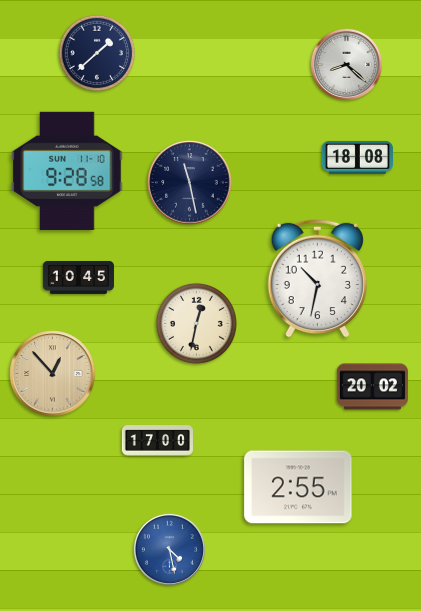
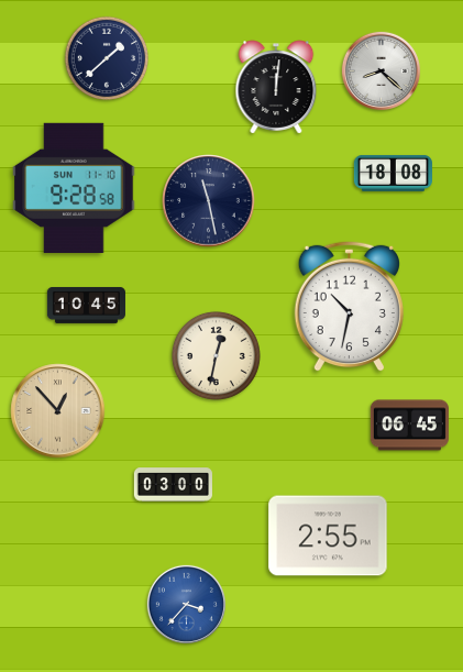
clock at (276, 87): none -> 12:01
clock at (372, 387): 20:02 -> 06:45
clock at (157, 441): 17:00 -> 03:00
clock at (169, 549): 4:28 -> 3:37
